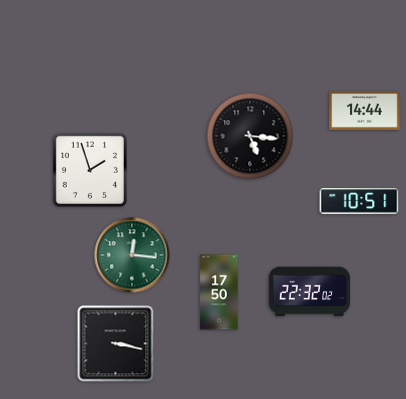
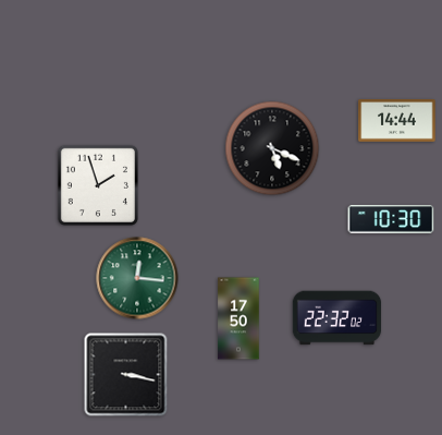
clock at (250, 136): 5:16 -> 5:19
clock at (359, 201): 10:51 -> 10:30
clock at (132, 255) position: (132, 255) -> (137, 278)
